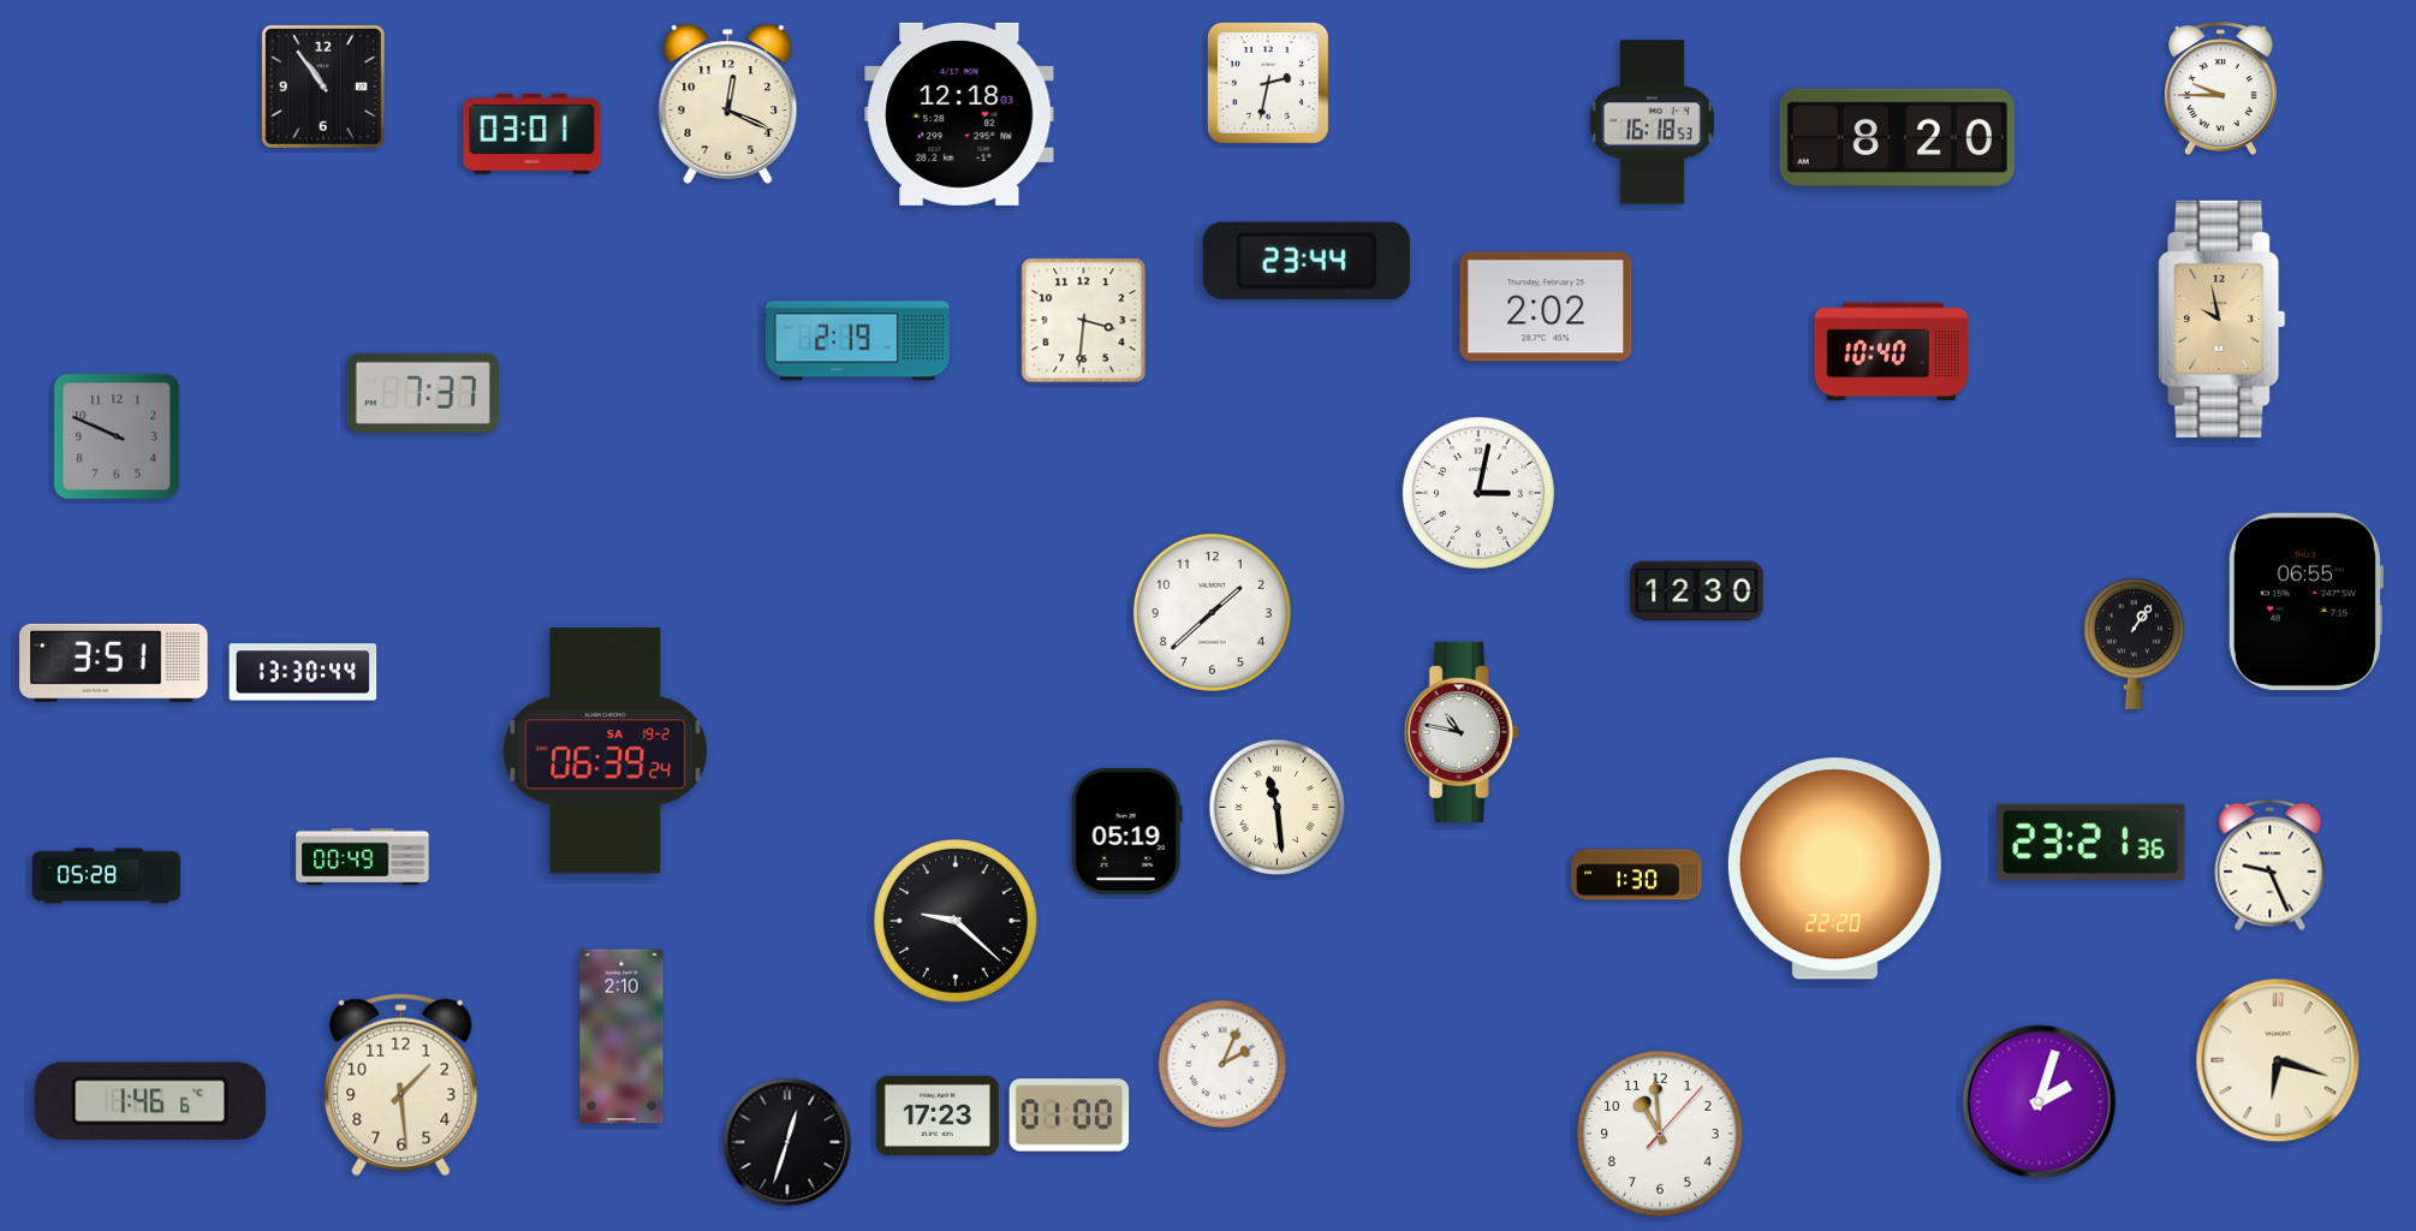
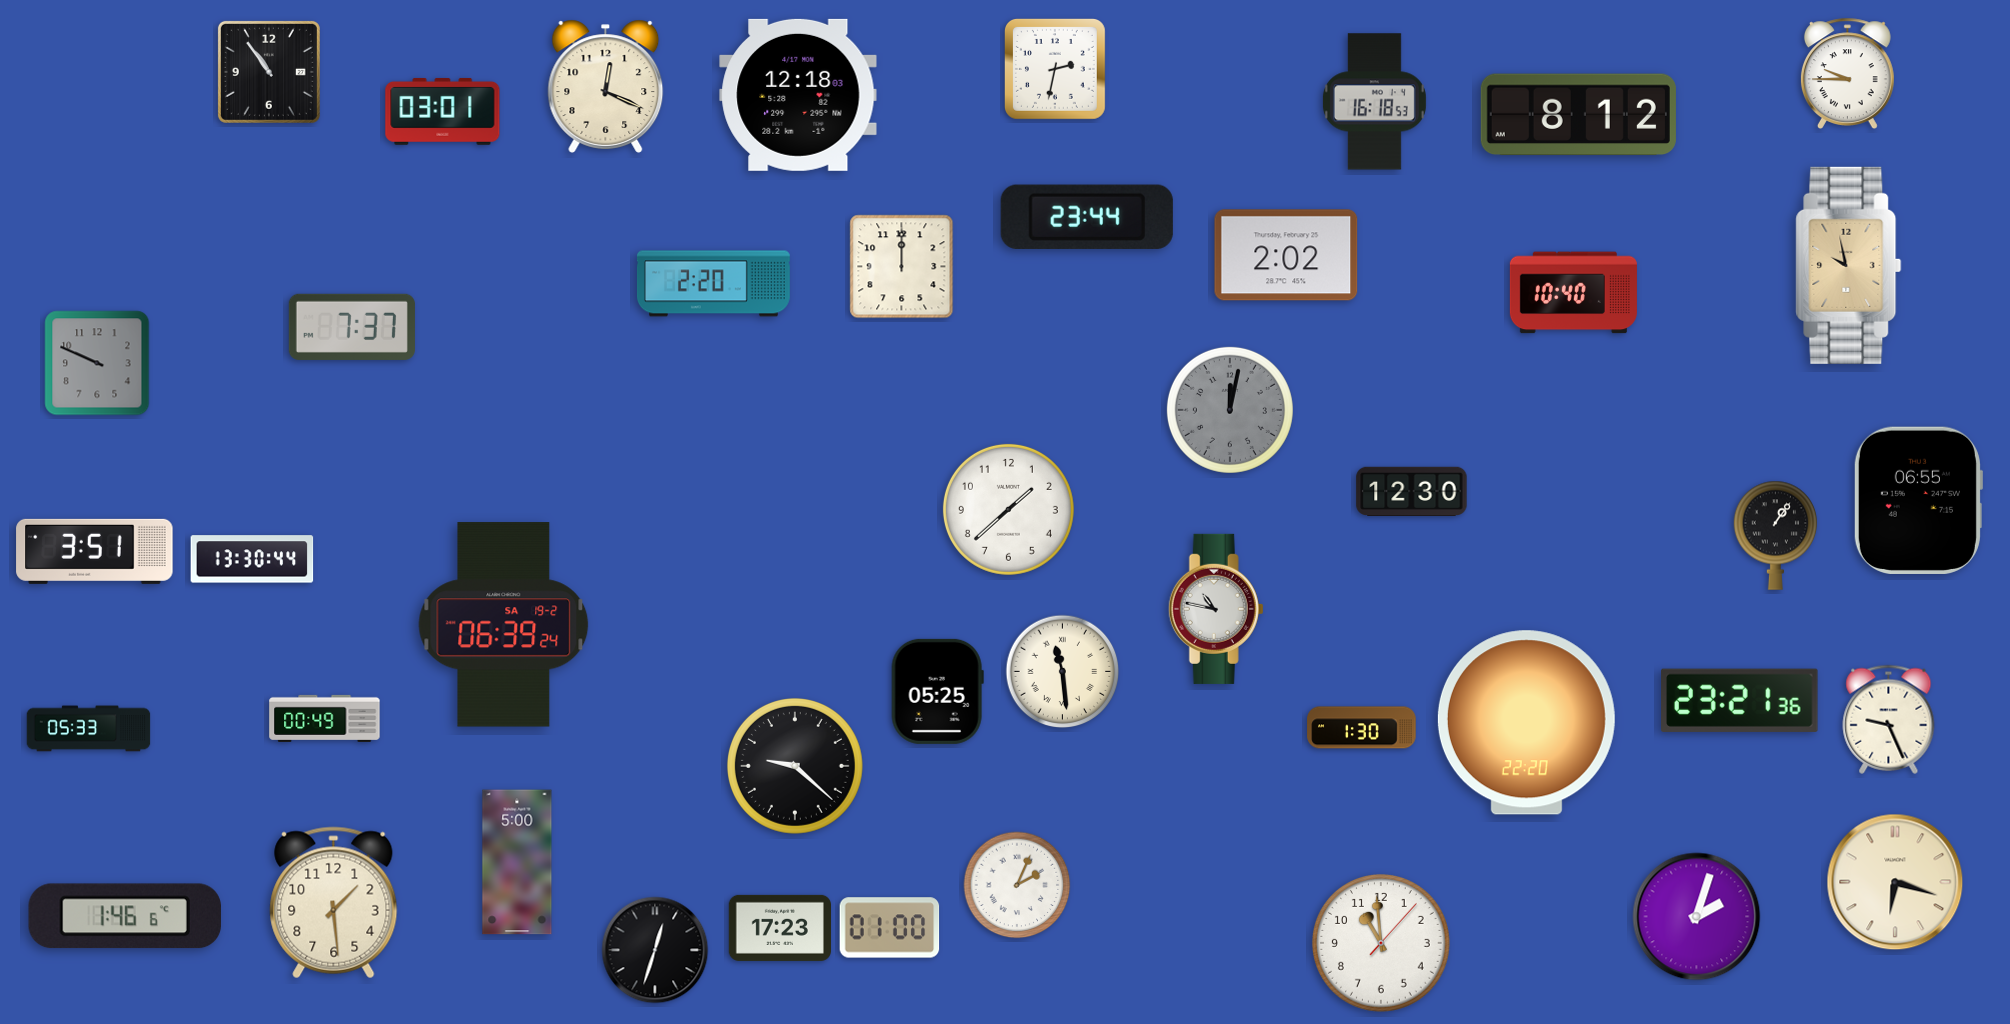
clock at (1897, 138): 8:20 -> 8:12
clock at (1084, 321): 3:31 -> 12:00
clock at (857, 341): 2:19 -> 2:20
clock at (1478, 493): 3:02 -> 12:02
clock at (1478, 493) dial: white -> grey
clock at (1126, 831): 05:19 -> 05:25
clock at (363, 856) position: (363, 856) -> (325, 718)
clock at (107, 876): 05:28 -> 05:33
clock at (621, 1036): 2:10 -> 5:00
